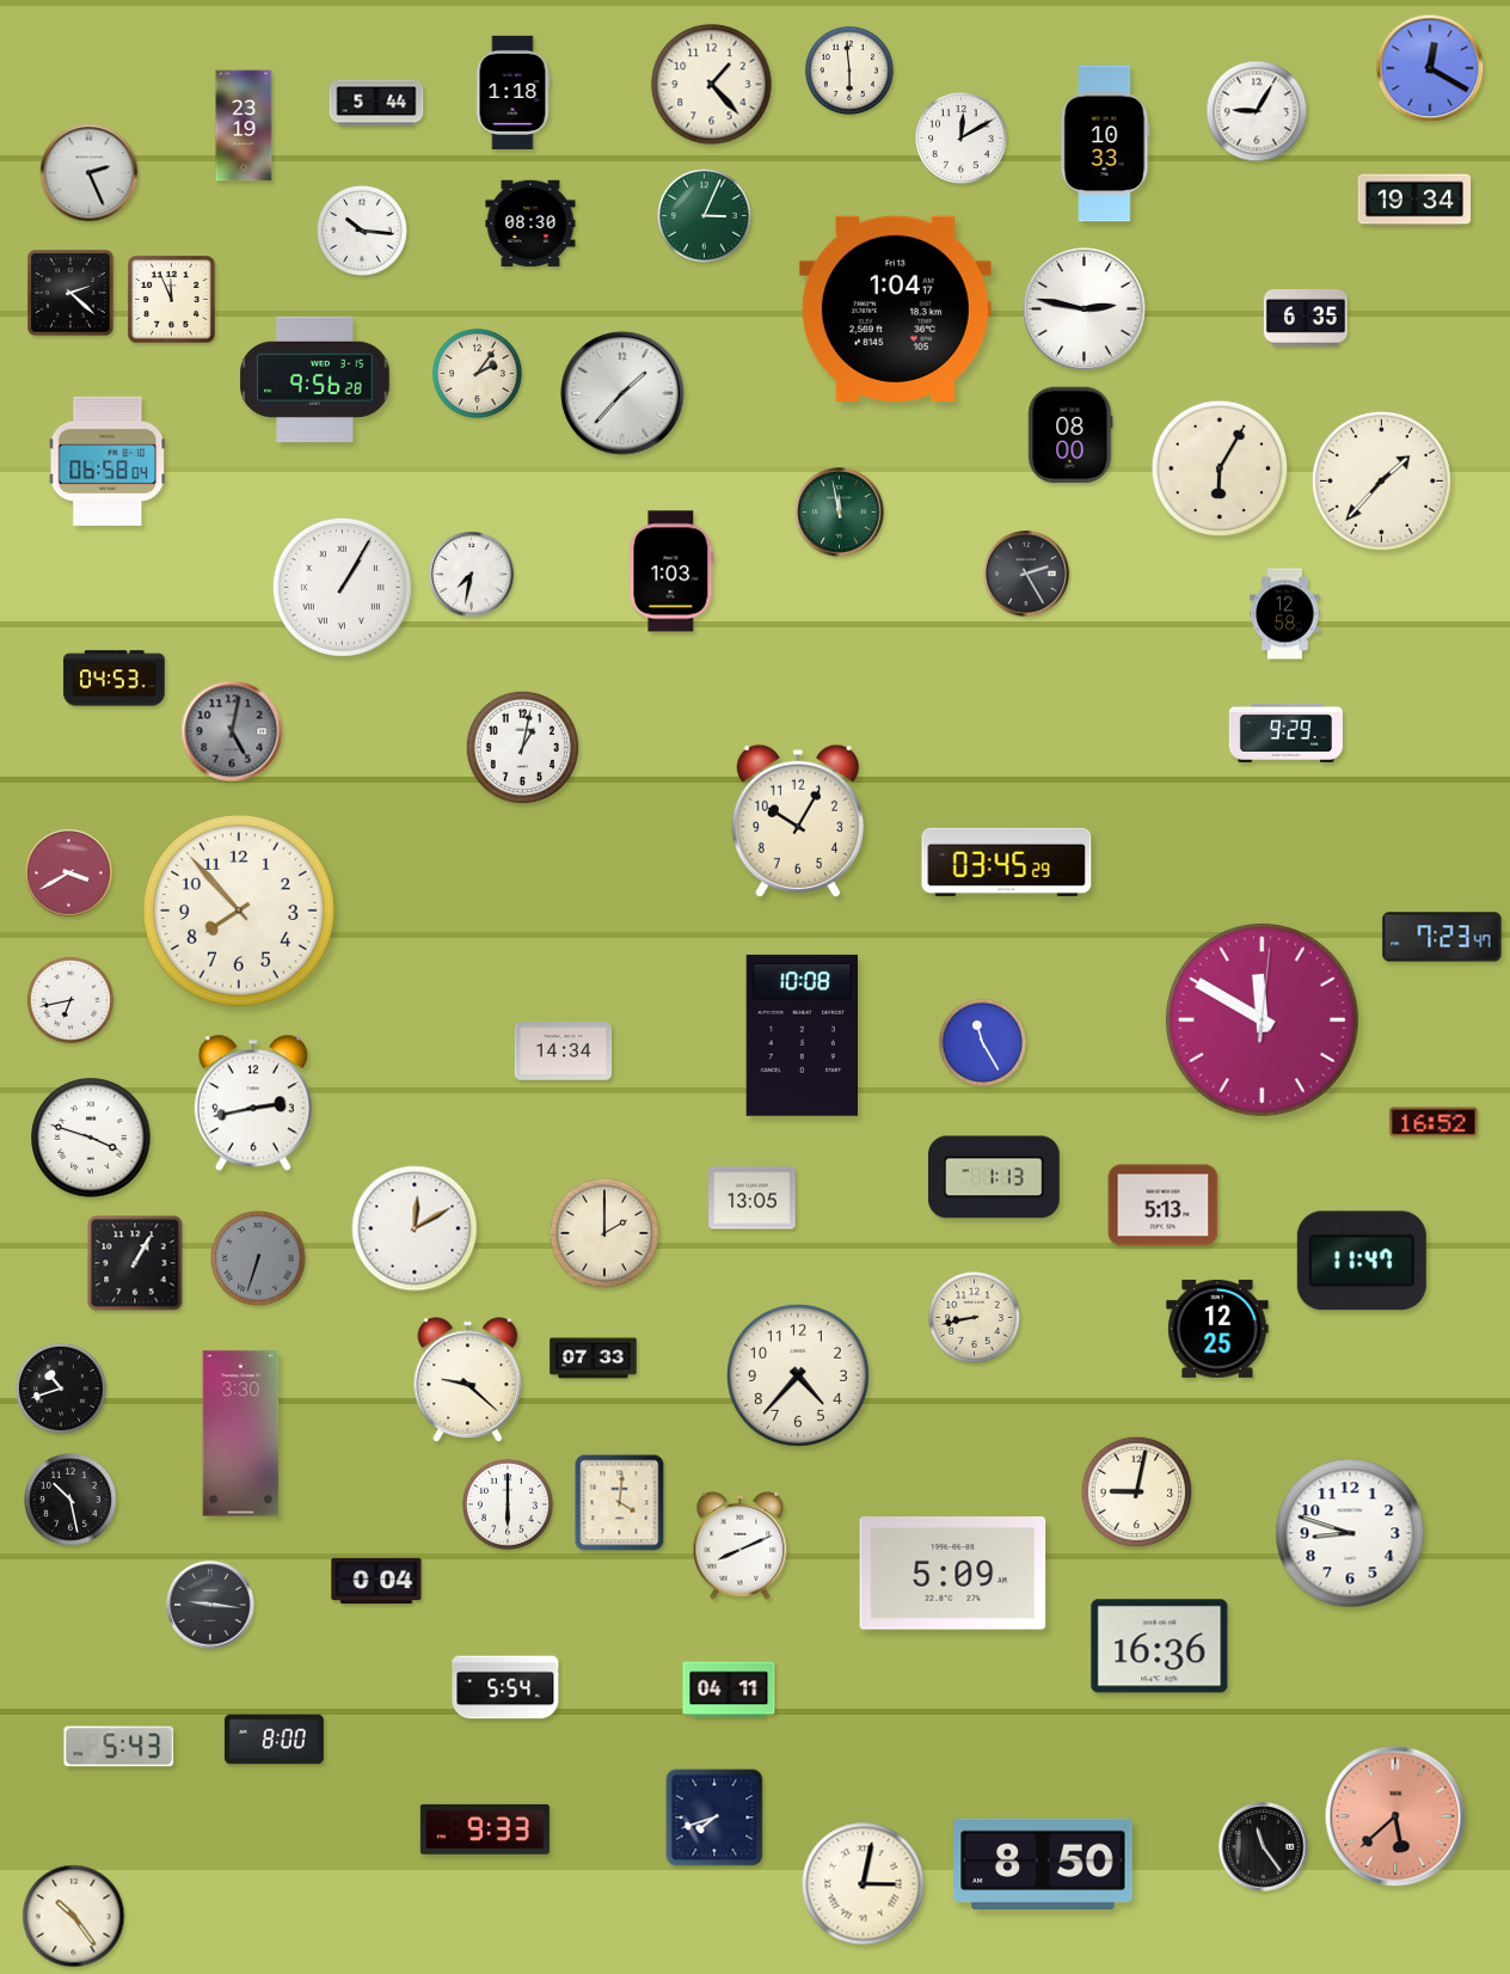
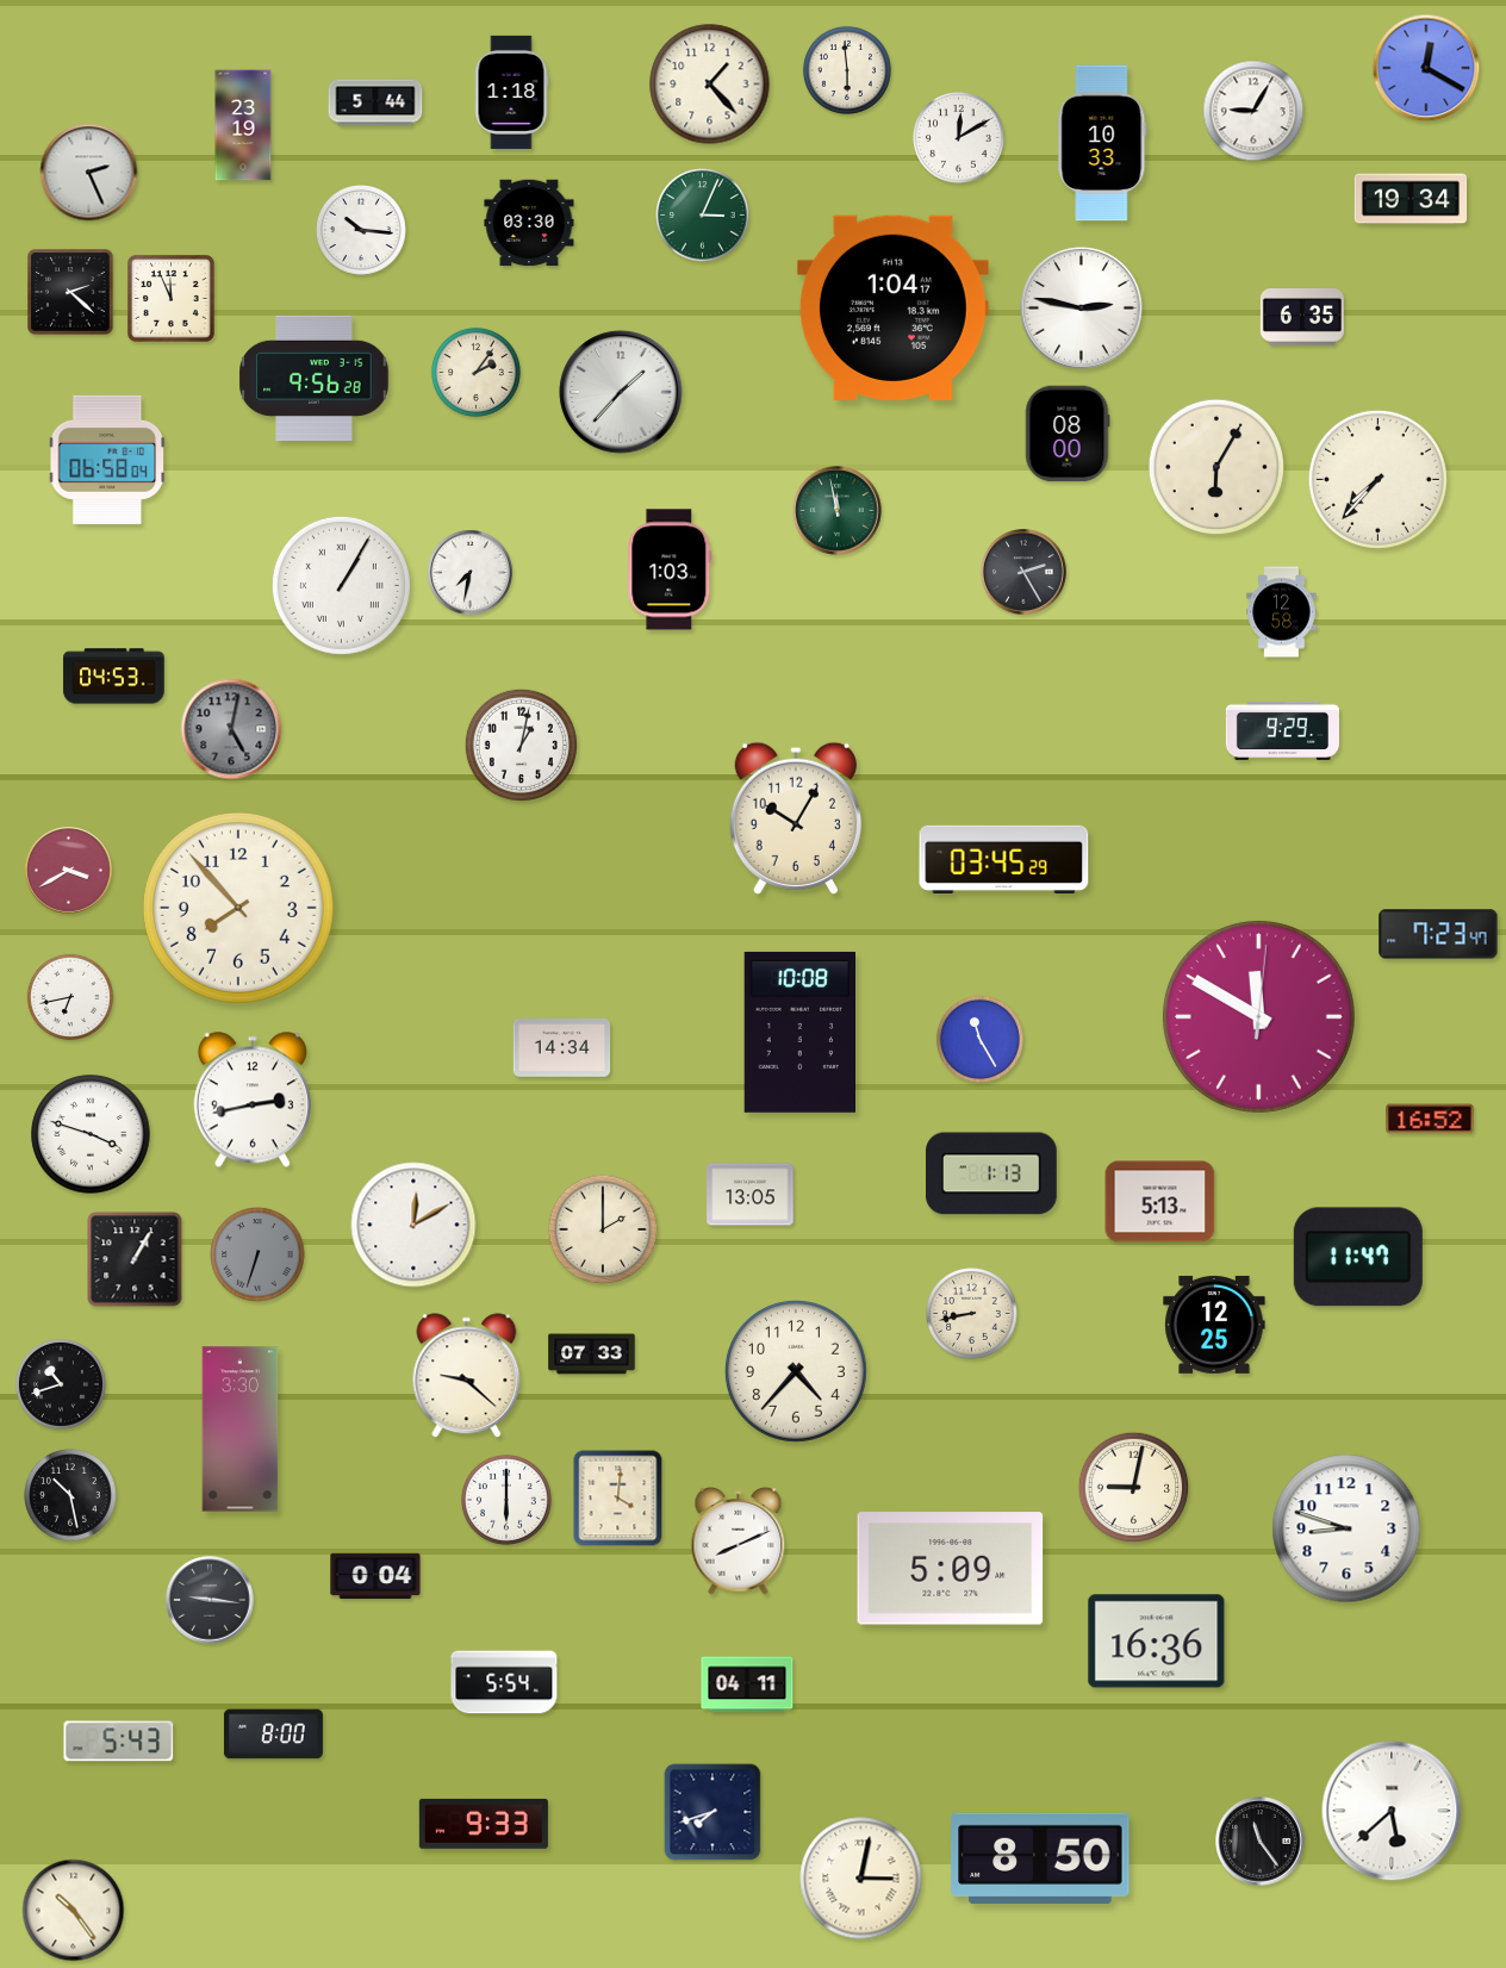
clock at (530, 223): 08:30 -> 03:30
clock at (1381, 480): 1:37 -> 7:37
clock at (729, 1690) position: (729, 1690) -> (747, 1684)
clock at (1395, 1816) dial: salmon -> white
